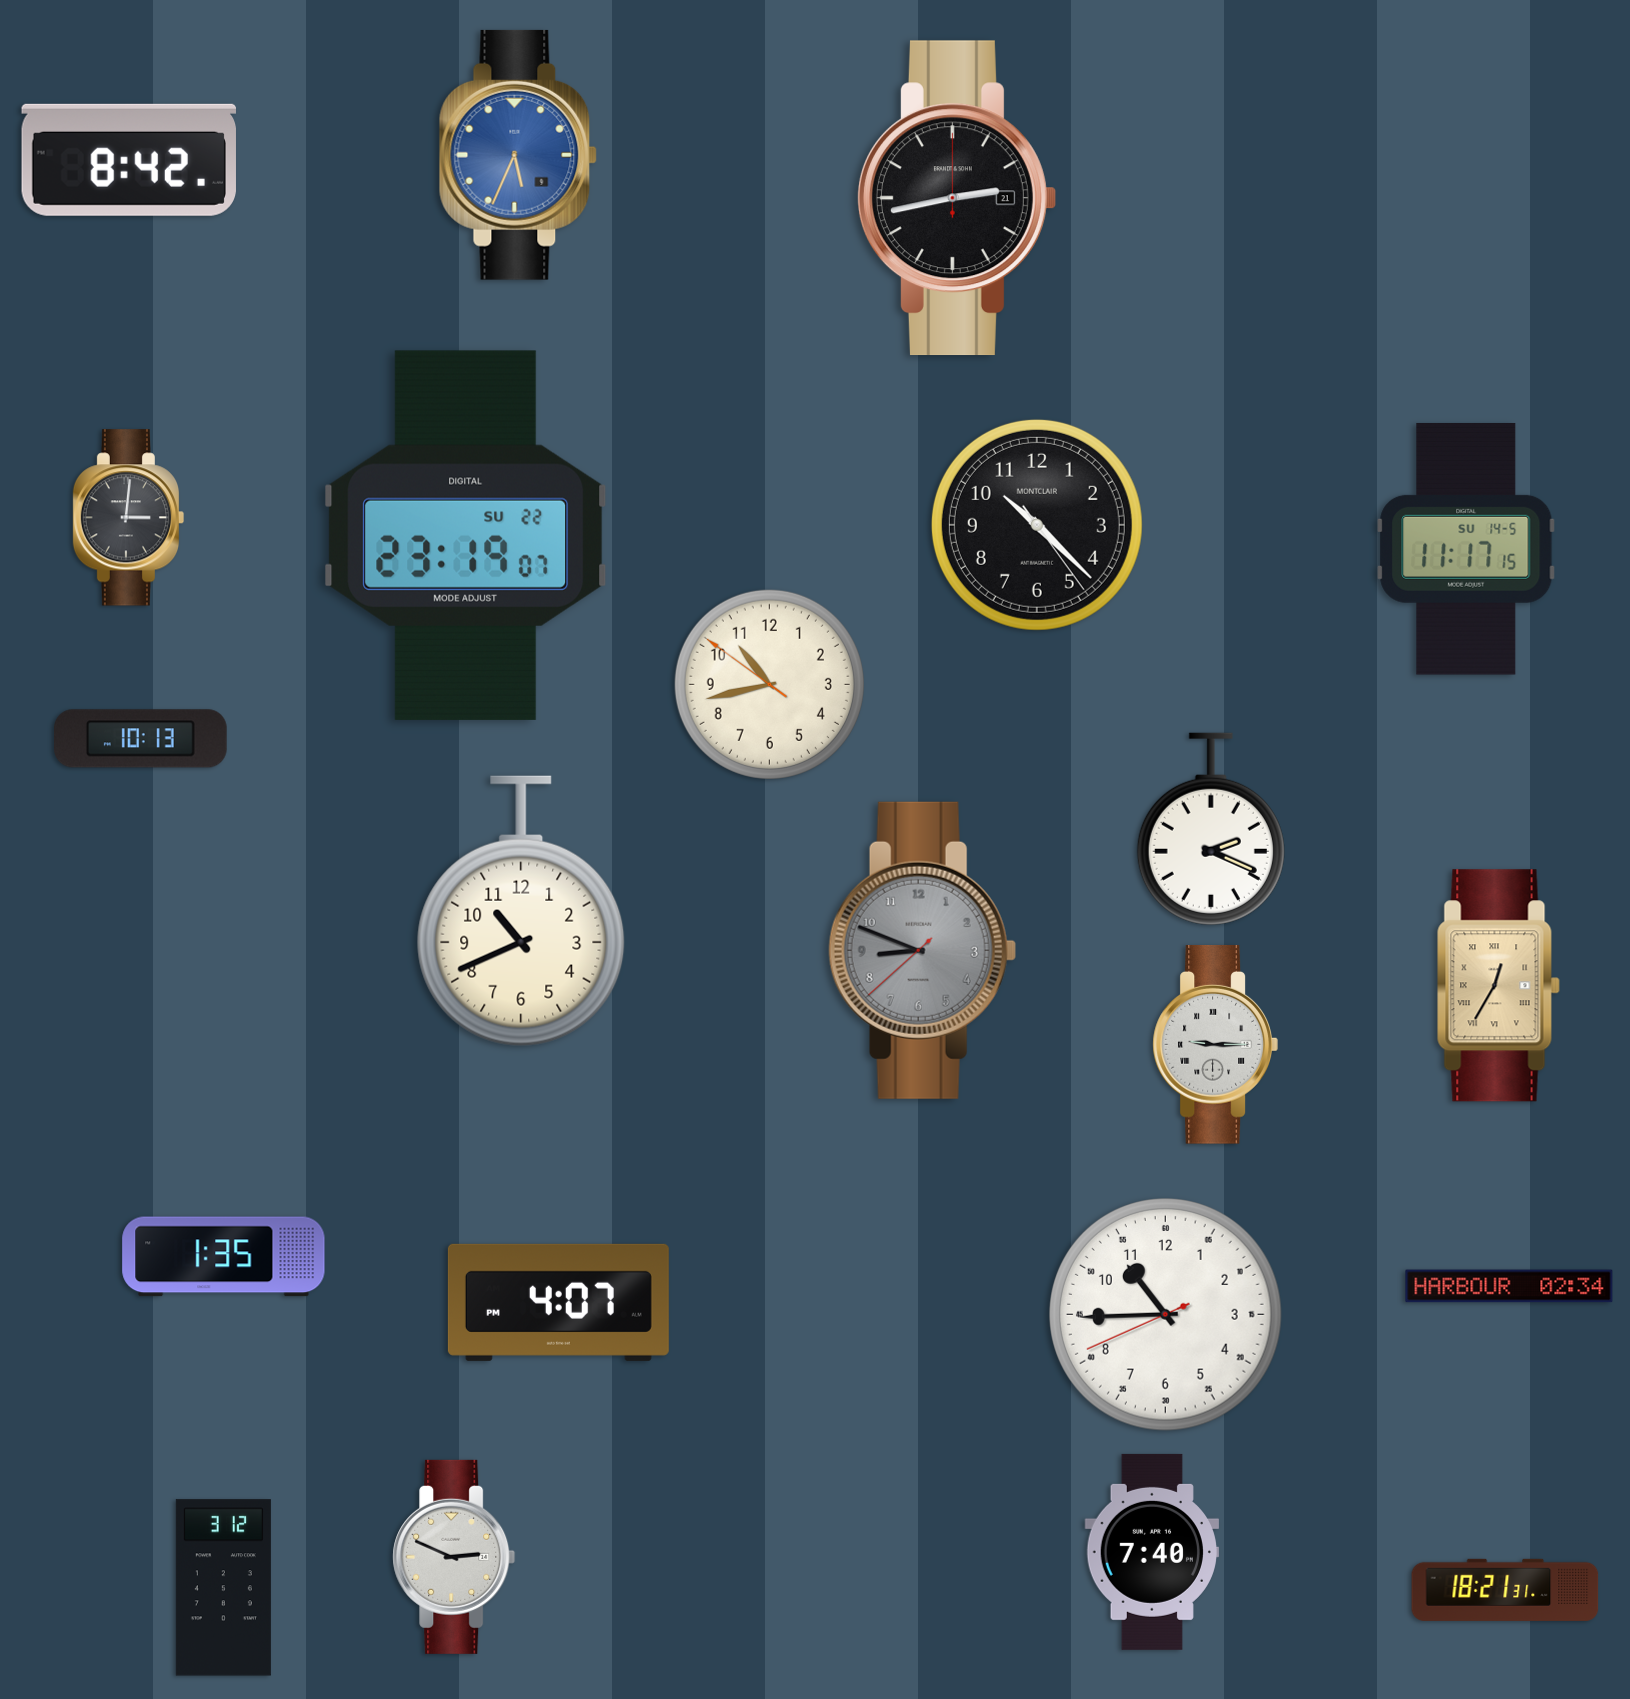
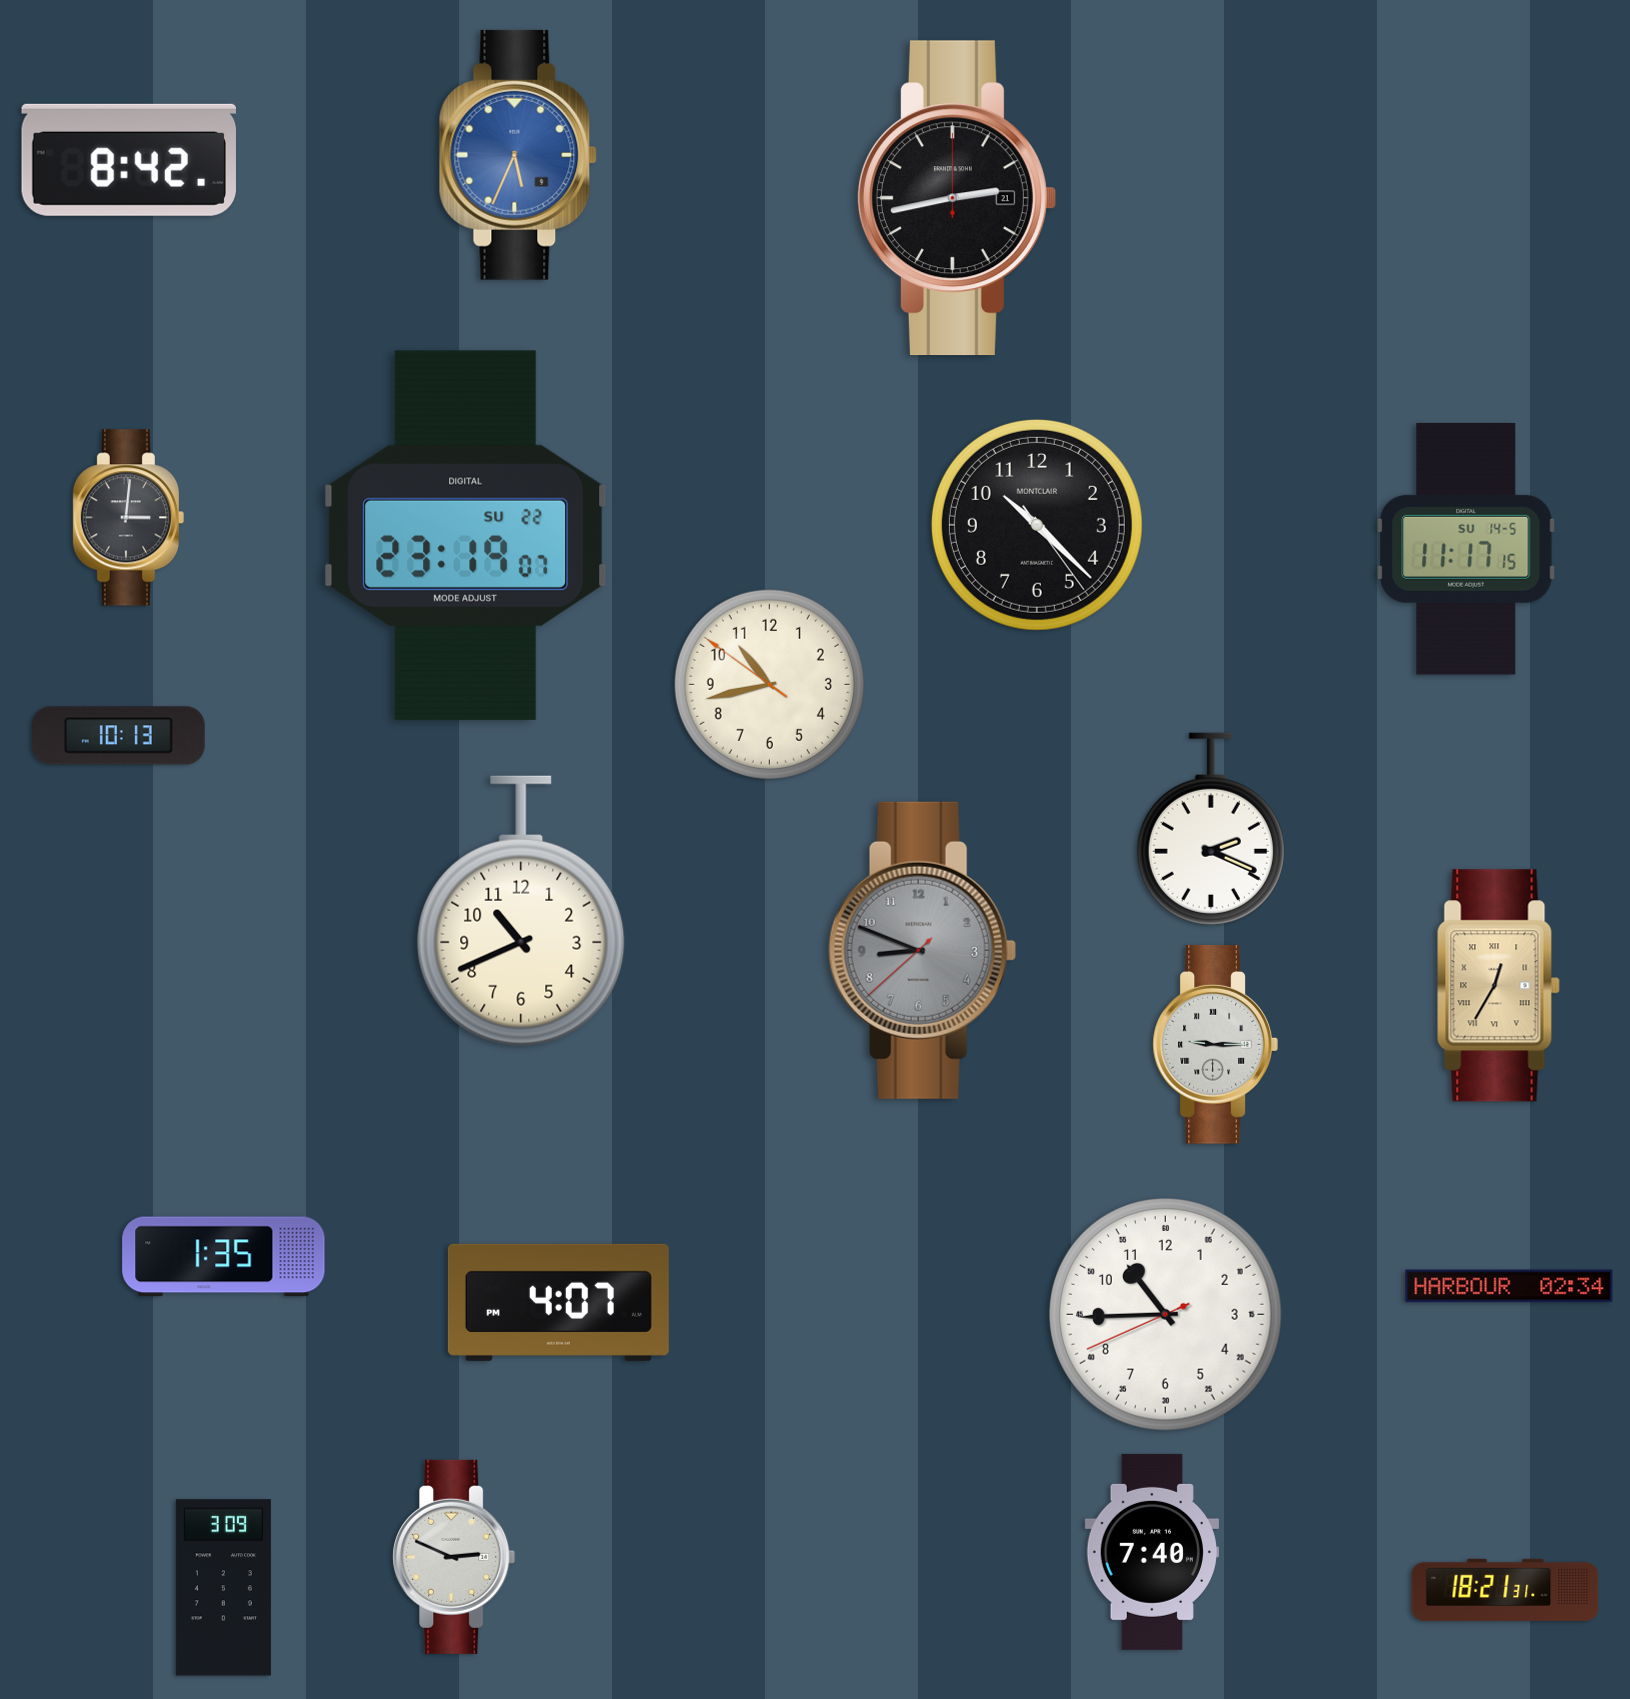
clock at (141, 739) position: (141, 739) -> (119, 736)
clock at (223, 1588): 3:12 -> 3:09
